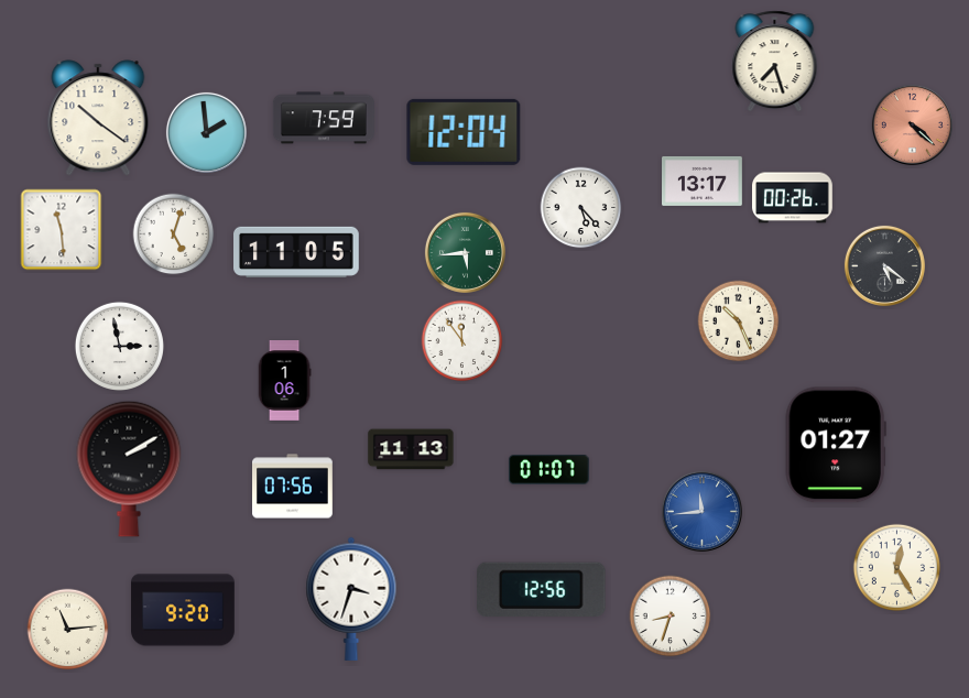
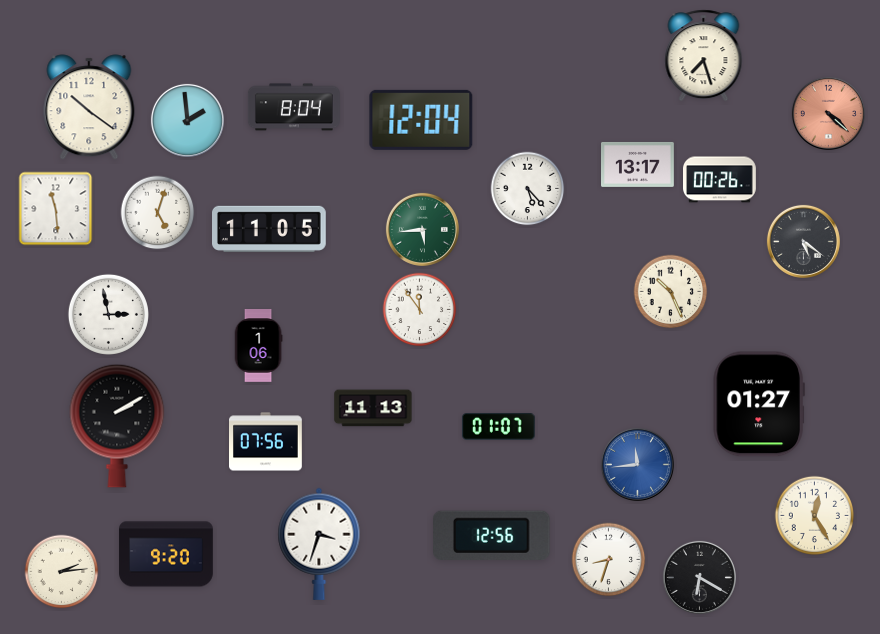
clock at (324, 118): 7:59 -> 8:04
clock at (68, 630): 11:14 -> 2:14
clock at (699, 577): none -> 6:20
